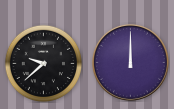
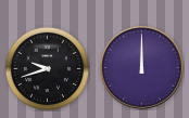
clock at (43, 63): 9:38 -> 9:42
